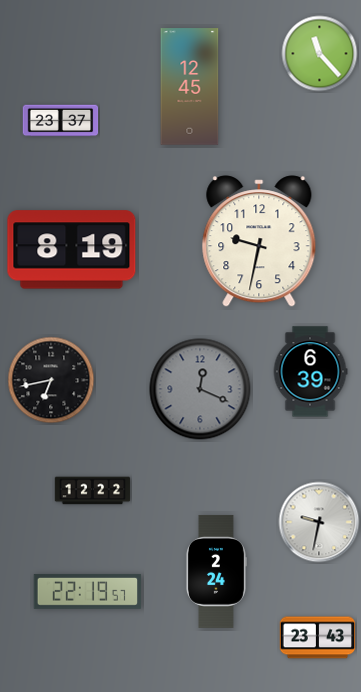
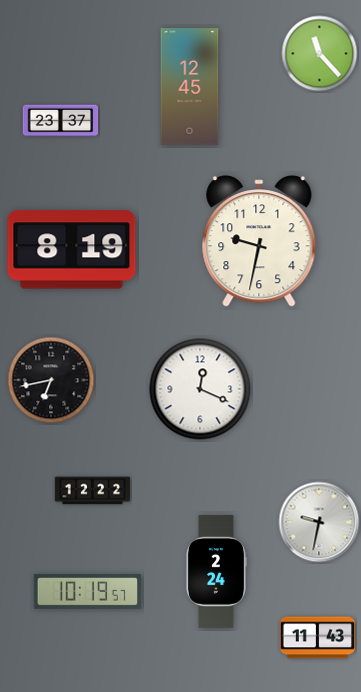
clock at (310, 372): 6:39 -> none
clock at (200, 389) dial: grey -> white
clock at (88, 591): 22:19 -> 10:19
clock at (318, 638): 23:43 -> 11:43
